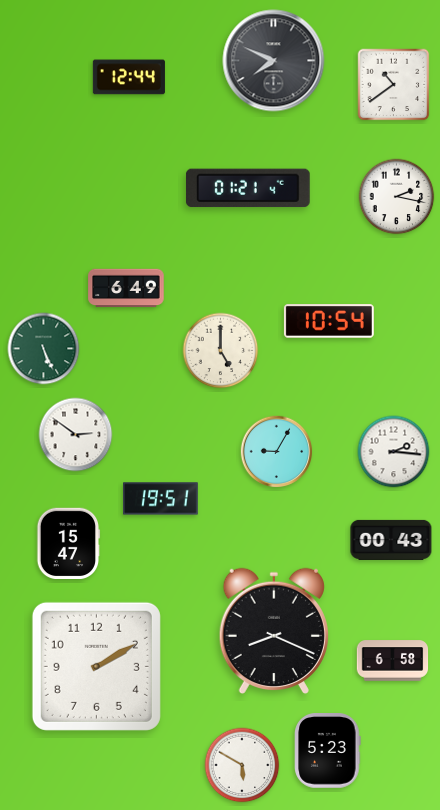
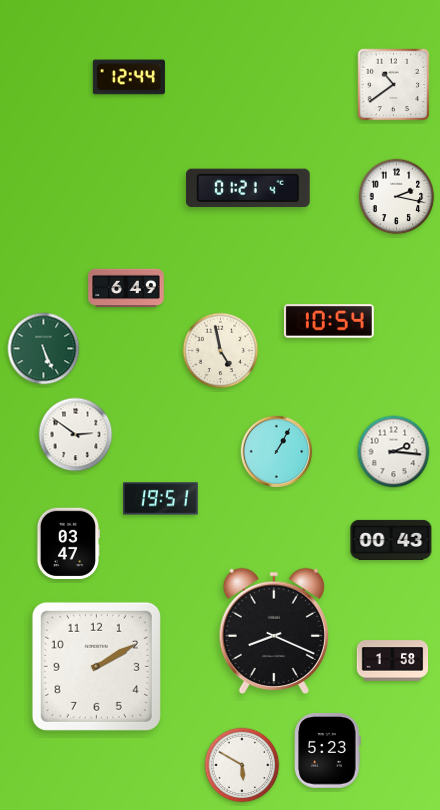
clock at (274, 61): 7:49 -> none
clock at (221, 351): 5:00 -> 4:58
clock at (277, 452): 9:05 -> 1:05
clock at (68, 543): 15:47 -> 03:47
clock at (393, 661): 6:58 -> 1:58
